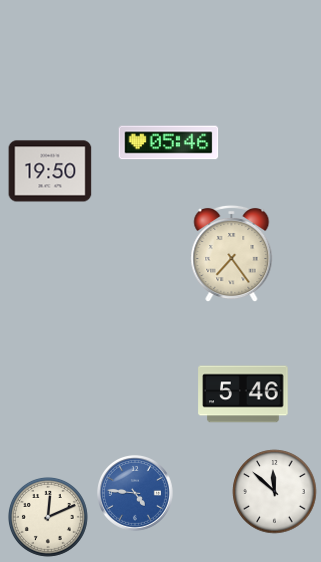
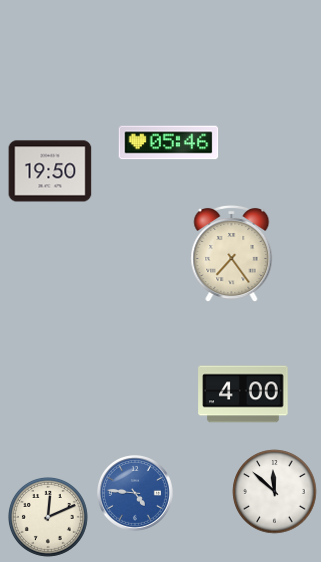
clock at (243, 394): 5:46 -> 4:00
